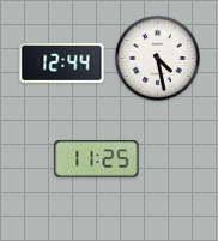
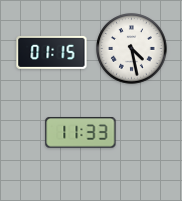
clock at (62, 62): 12:44 -> 01:15
clock at (97, 159): 11:25 -> 11:33
